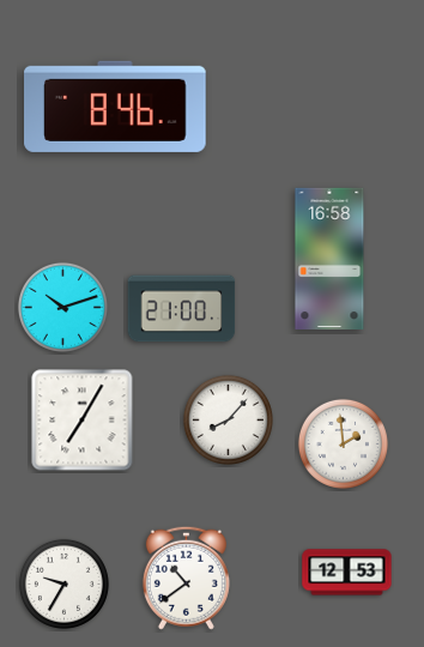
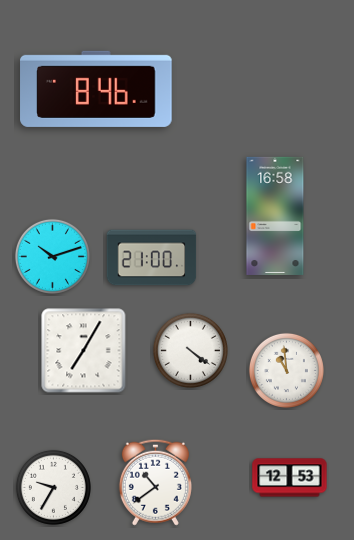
clock at (228, 419): 8:07 -> 4:21
clock at (83, 421) position: (83, 421) -> (84, 351)
clock at (343, 443): 1:59 -> 10:59
